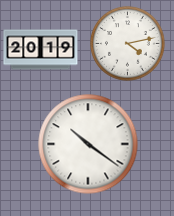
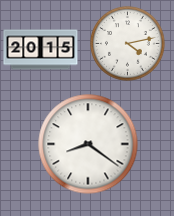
clock at (41, 50): 20:19 -> 20:15
clock at (88, 144): 10:21 -> 8:21
